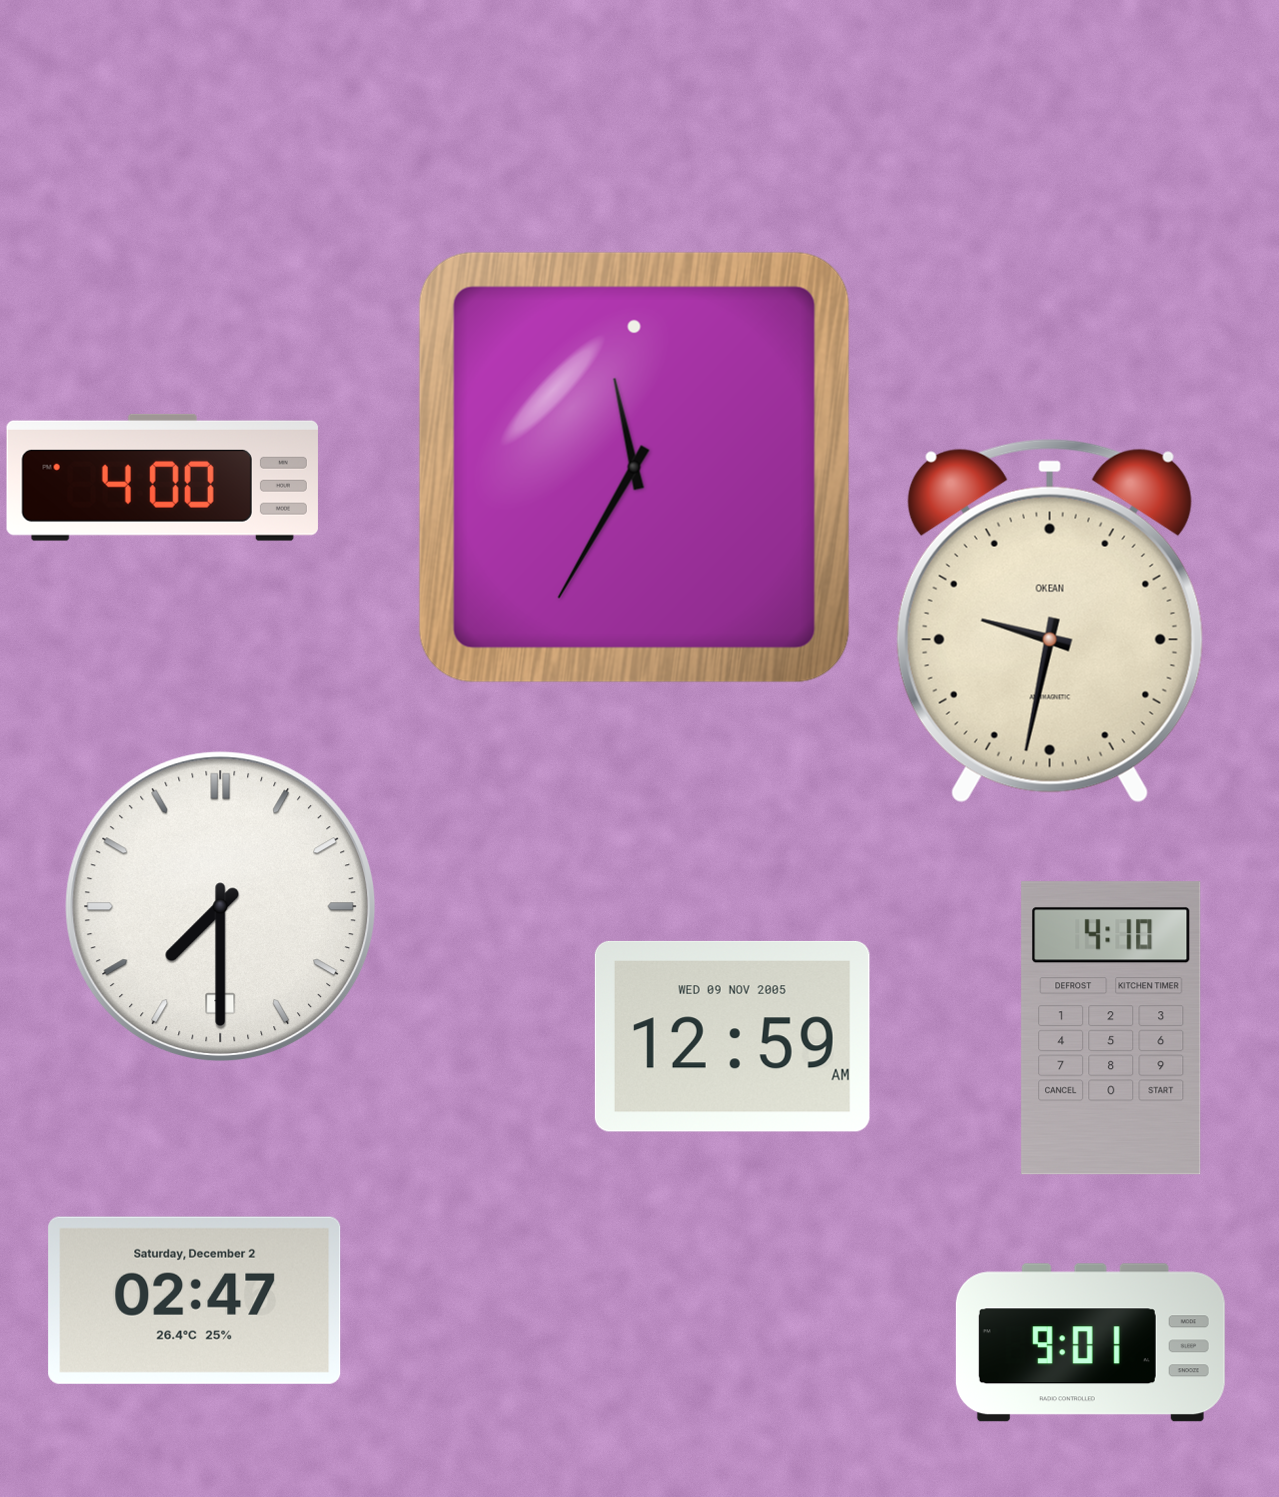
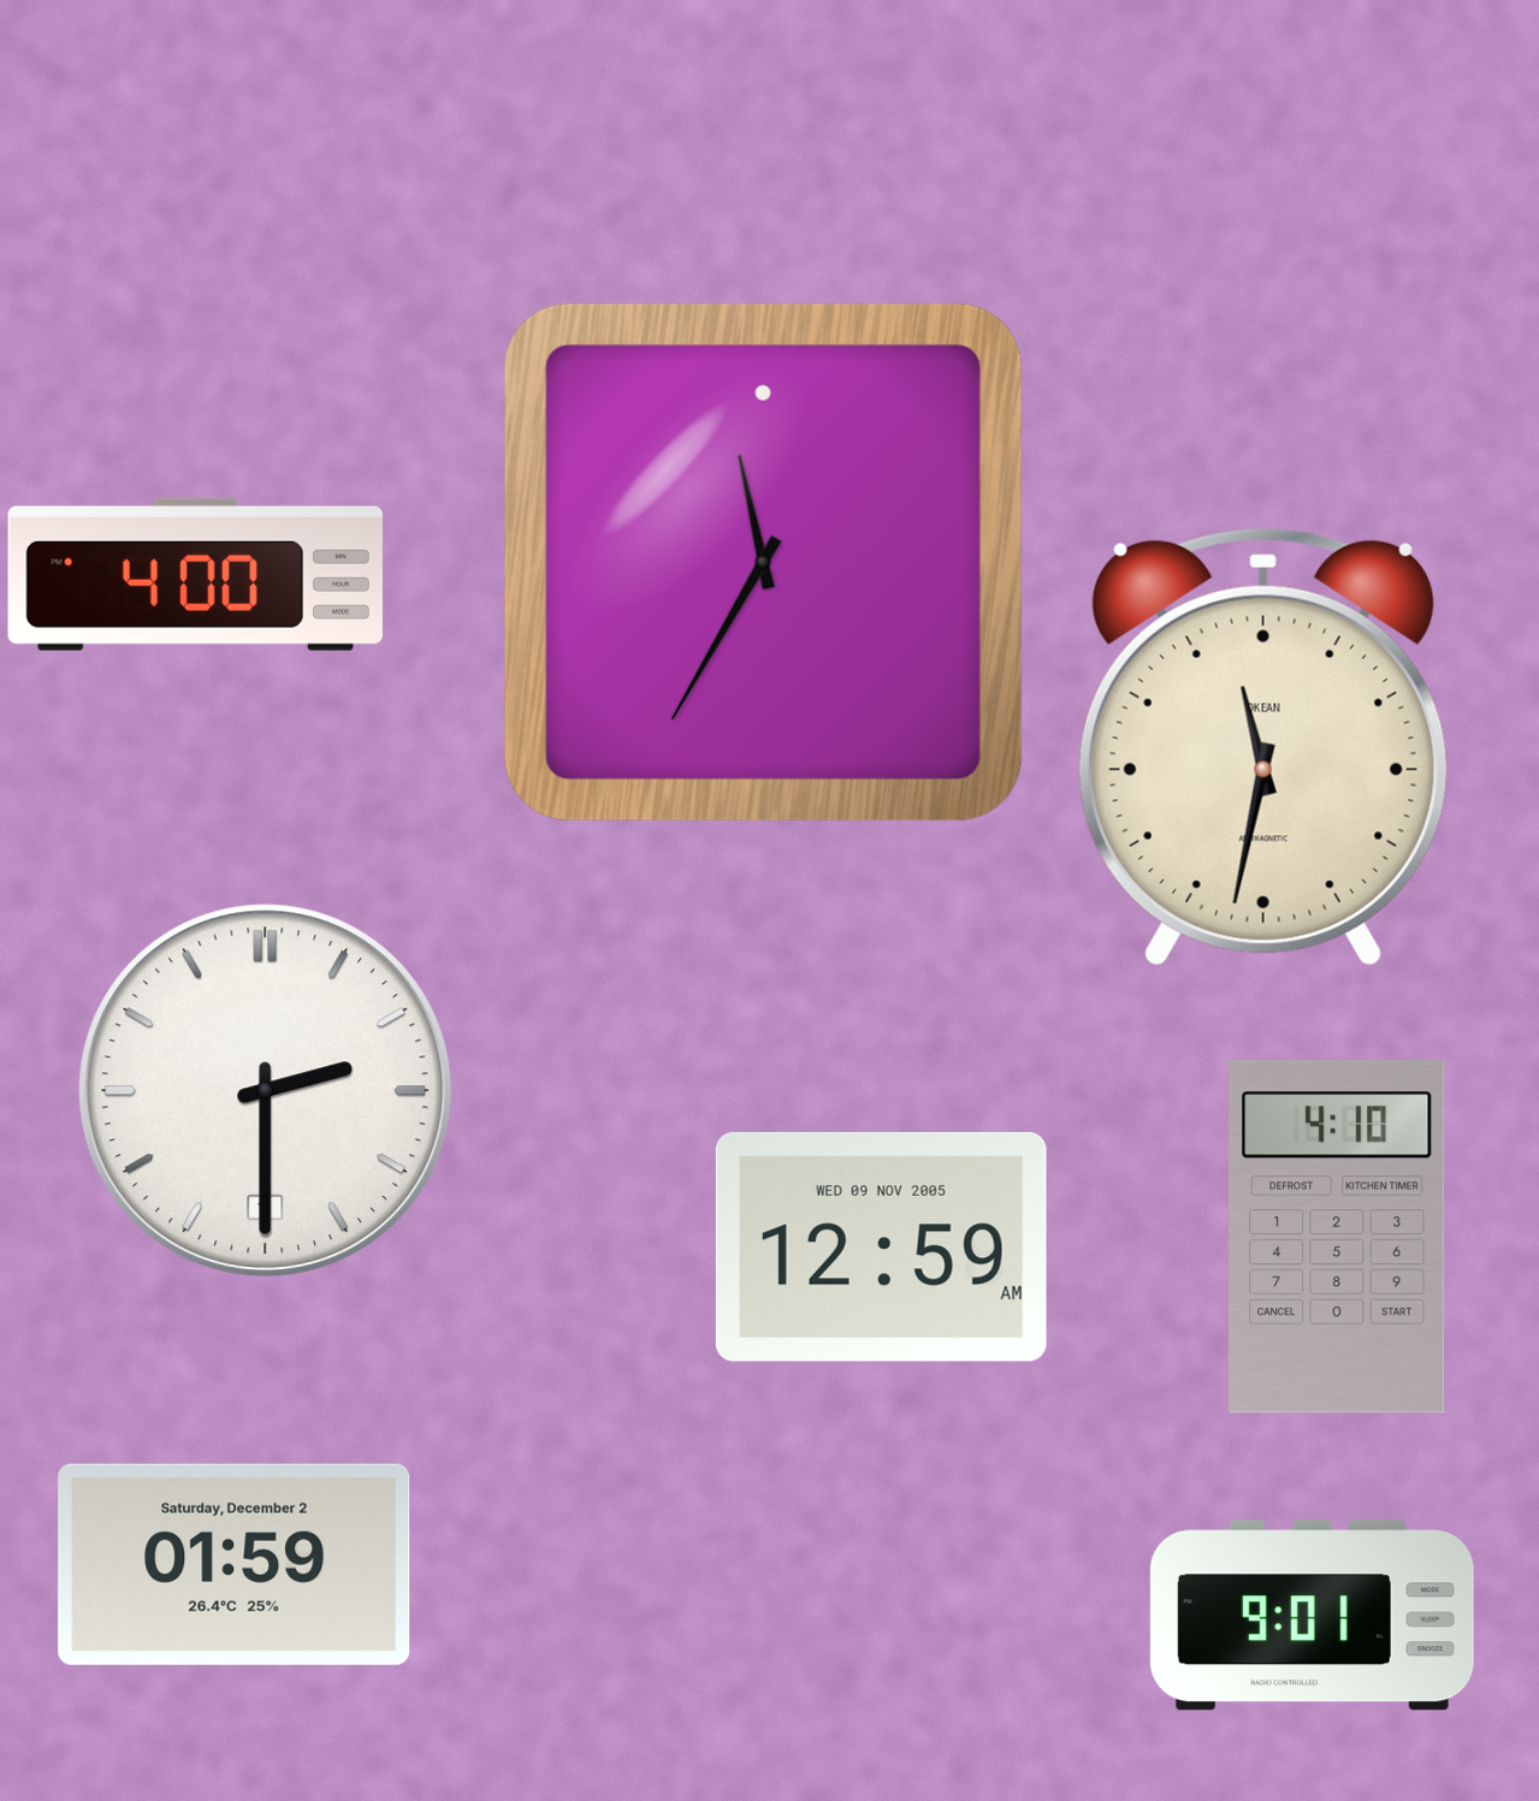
clock at (1050, 621): 9:32 -> 11:32
clock at (221, 907): 7:30 -> 2:30
clock at (195, 1300): 02:47 -> 01:59
